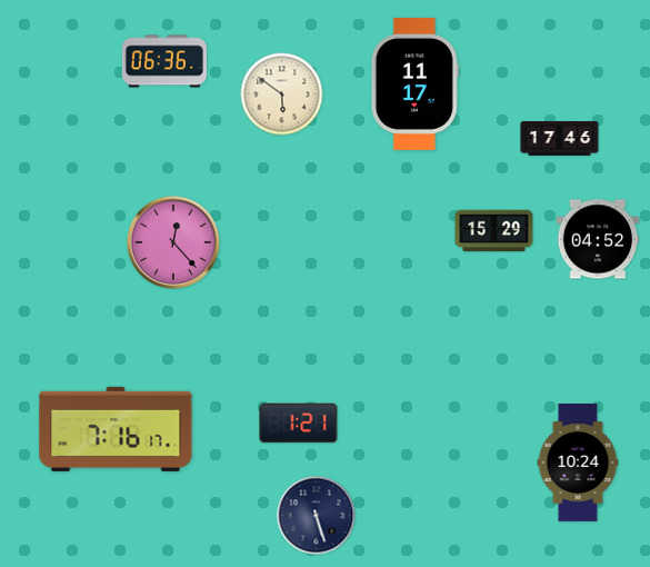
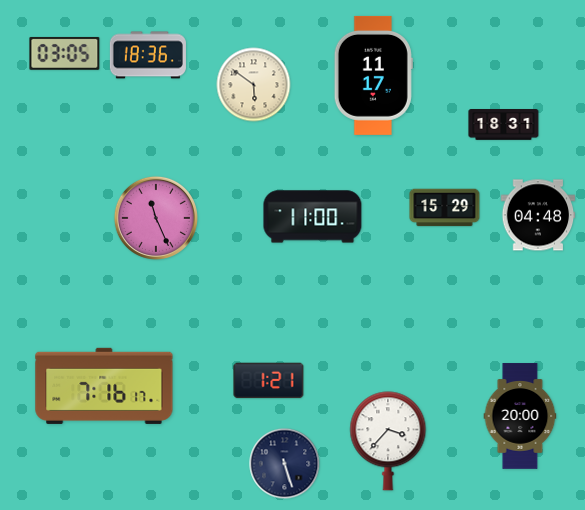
clock at (65, 53): none -> 03:05
clock at (164, 61): 06:36 -> 18:36
clock at (560, 139): 17:46 -> 18:31
clock at (598, 239): 04:52 -> 04:48
clock at (313, 217): none -> 11:00
clock at (173, 242): 12:23 -> 11:26
clock at (578, 462): 10:24 -> 20:00
clock at (388, 441): none -> 3:37
